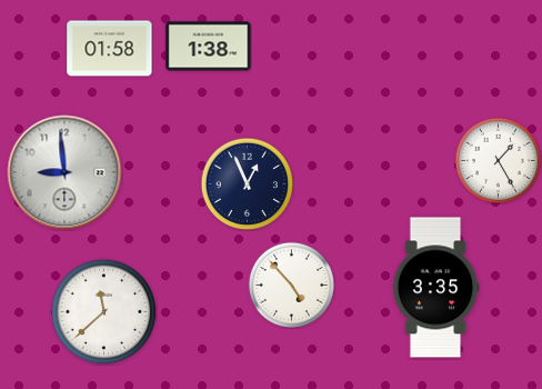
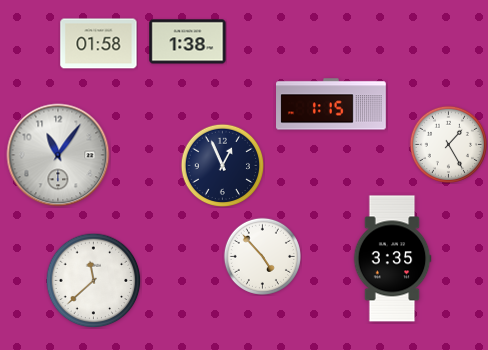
clock at (332, 104): none -> 1:15
clock at (64, 172): 8:59 -> 11:06
